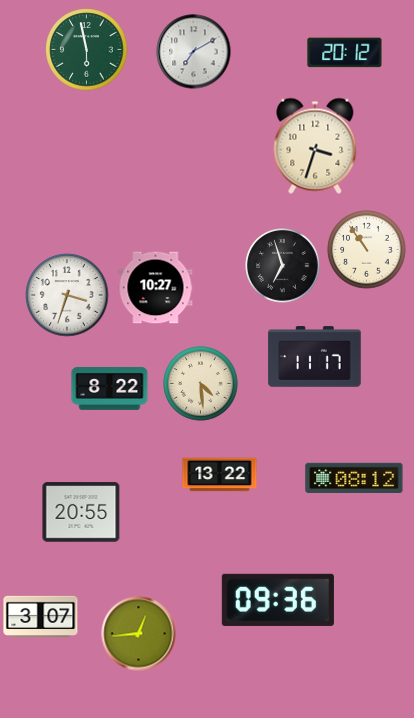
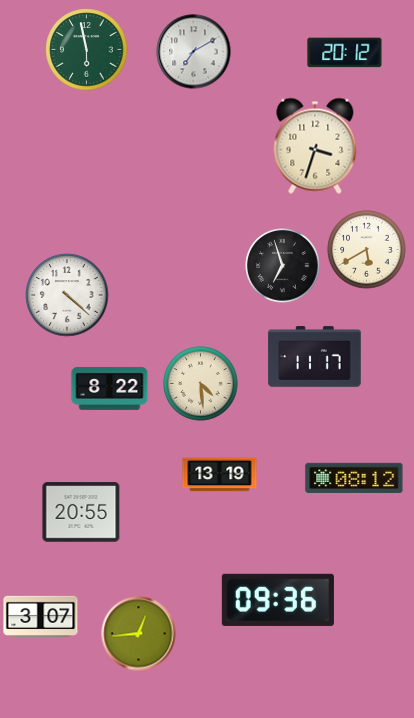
clock at (367, 250): 10:54 -> 5:40
clock at (156, 288): 10:27 -> none
clock at (67, 295): 3:33 -> 4:22
clock at (220, 475): 13:22 -> 13:19
